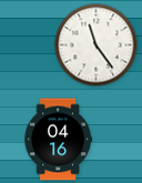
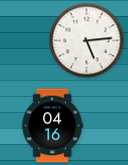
clock at (97, 45): 11:24 -> 5:14
